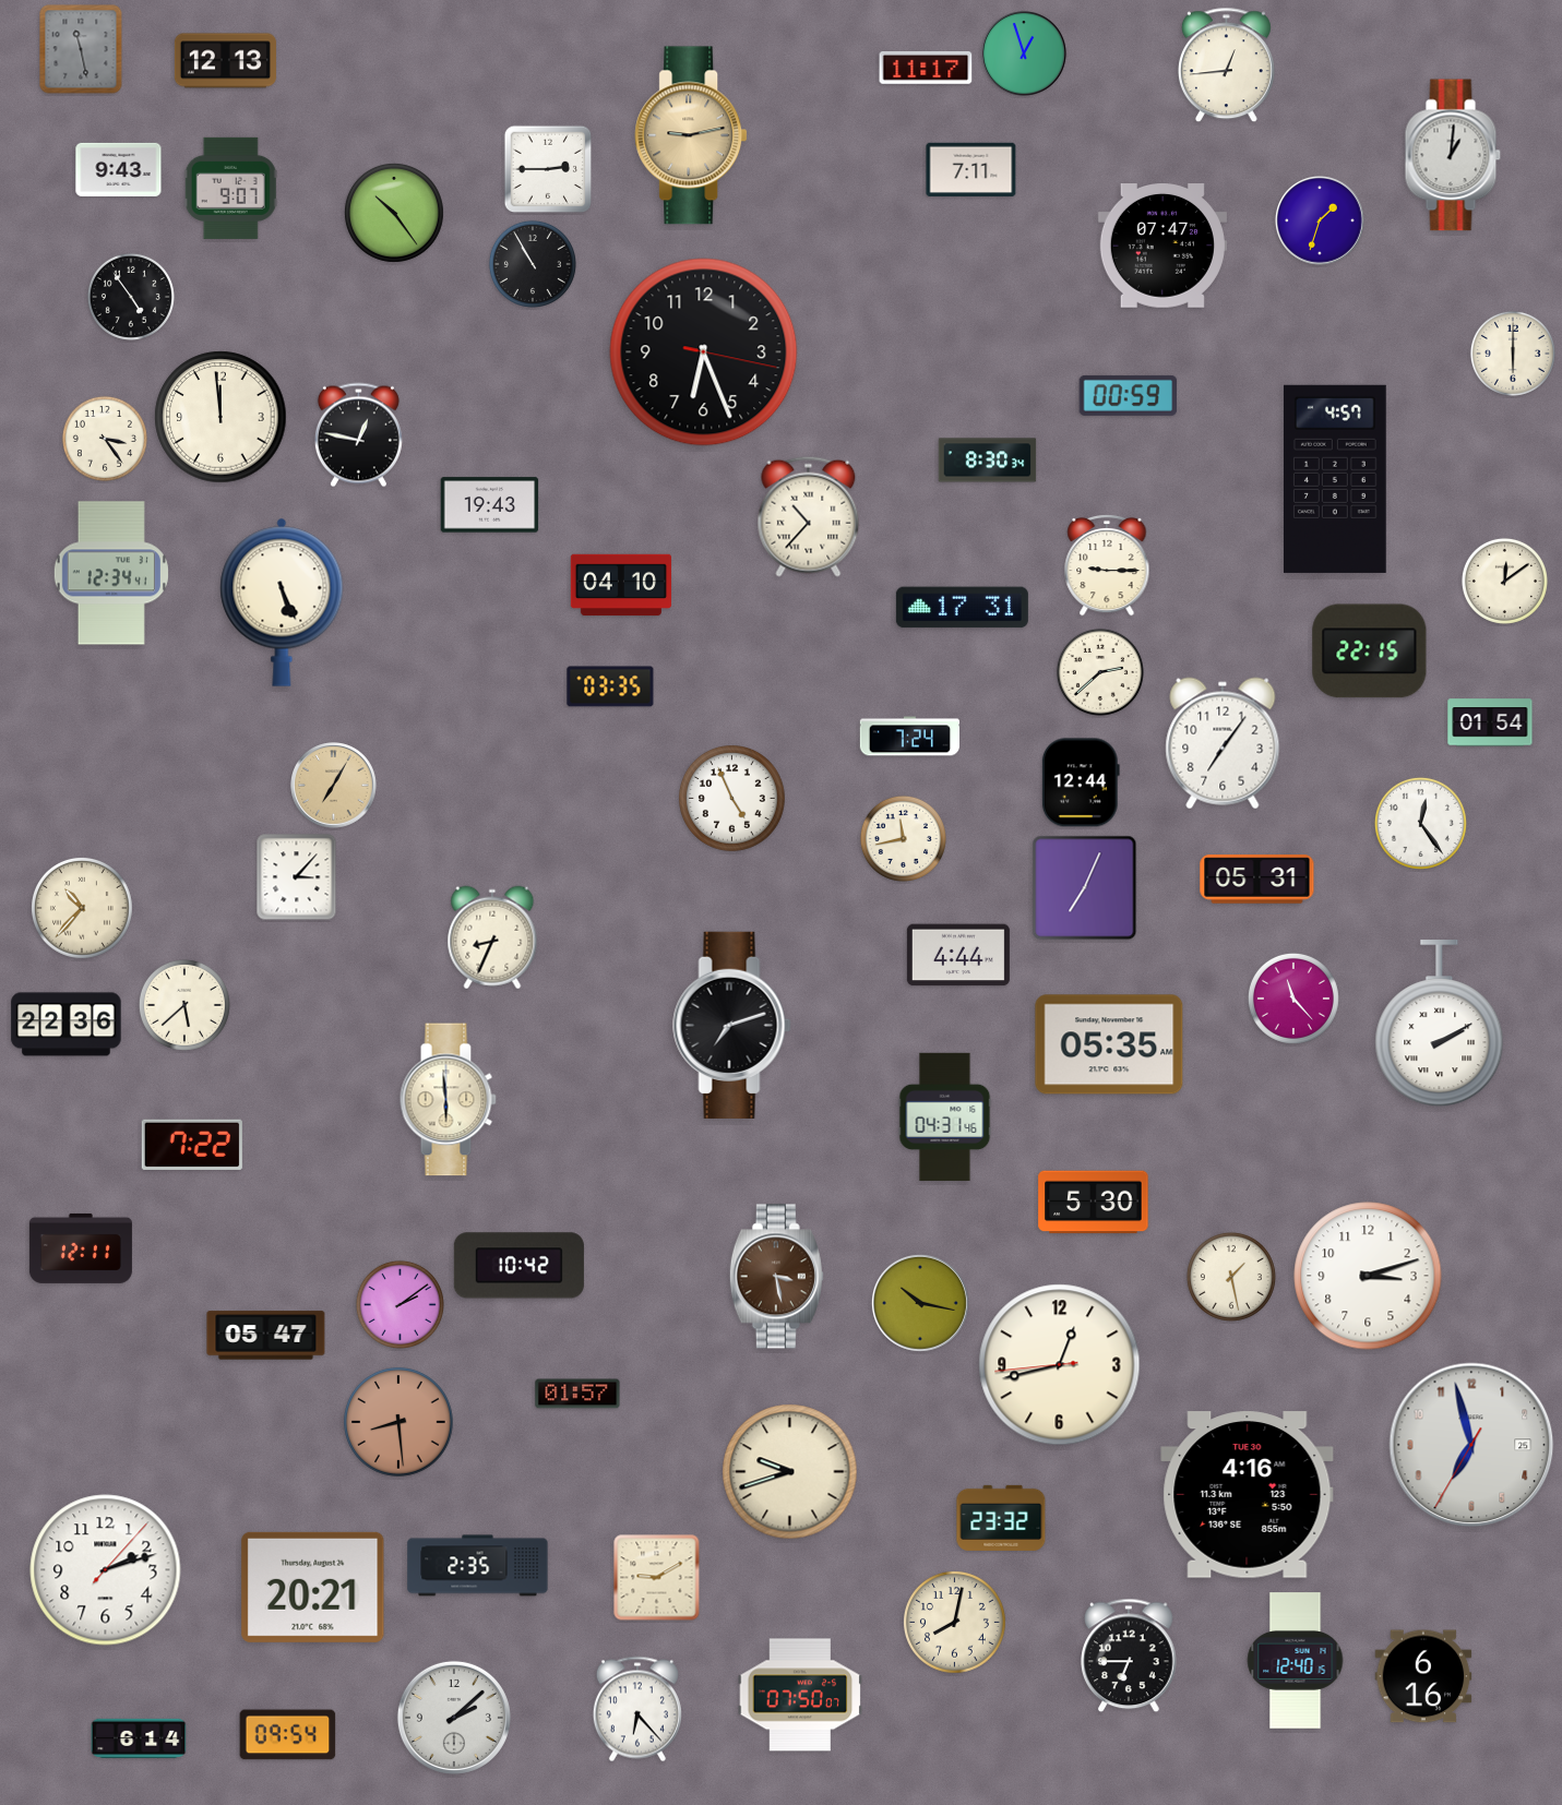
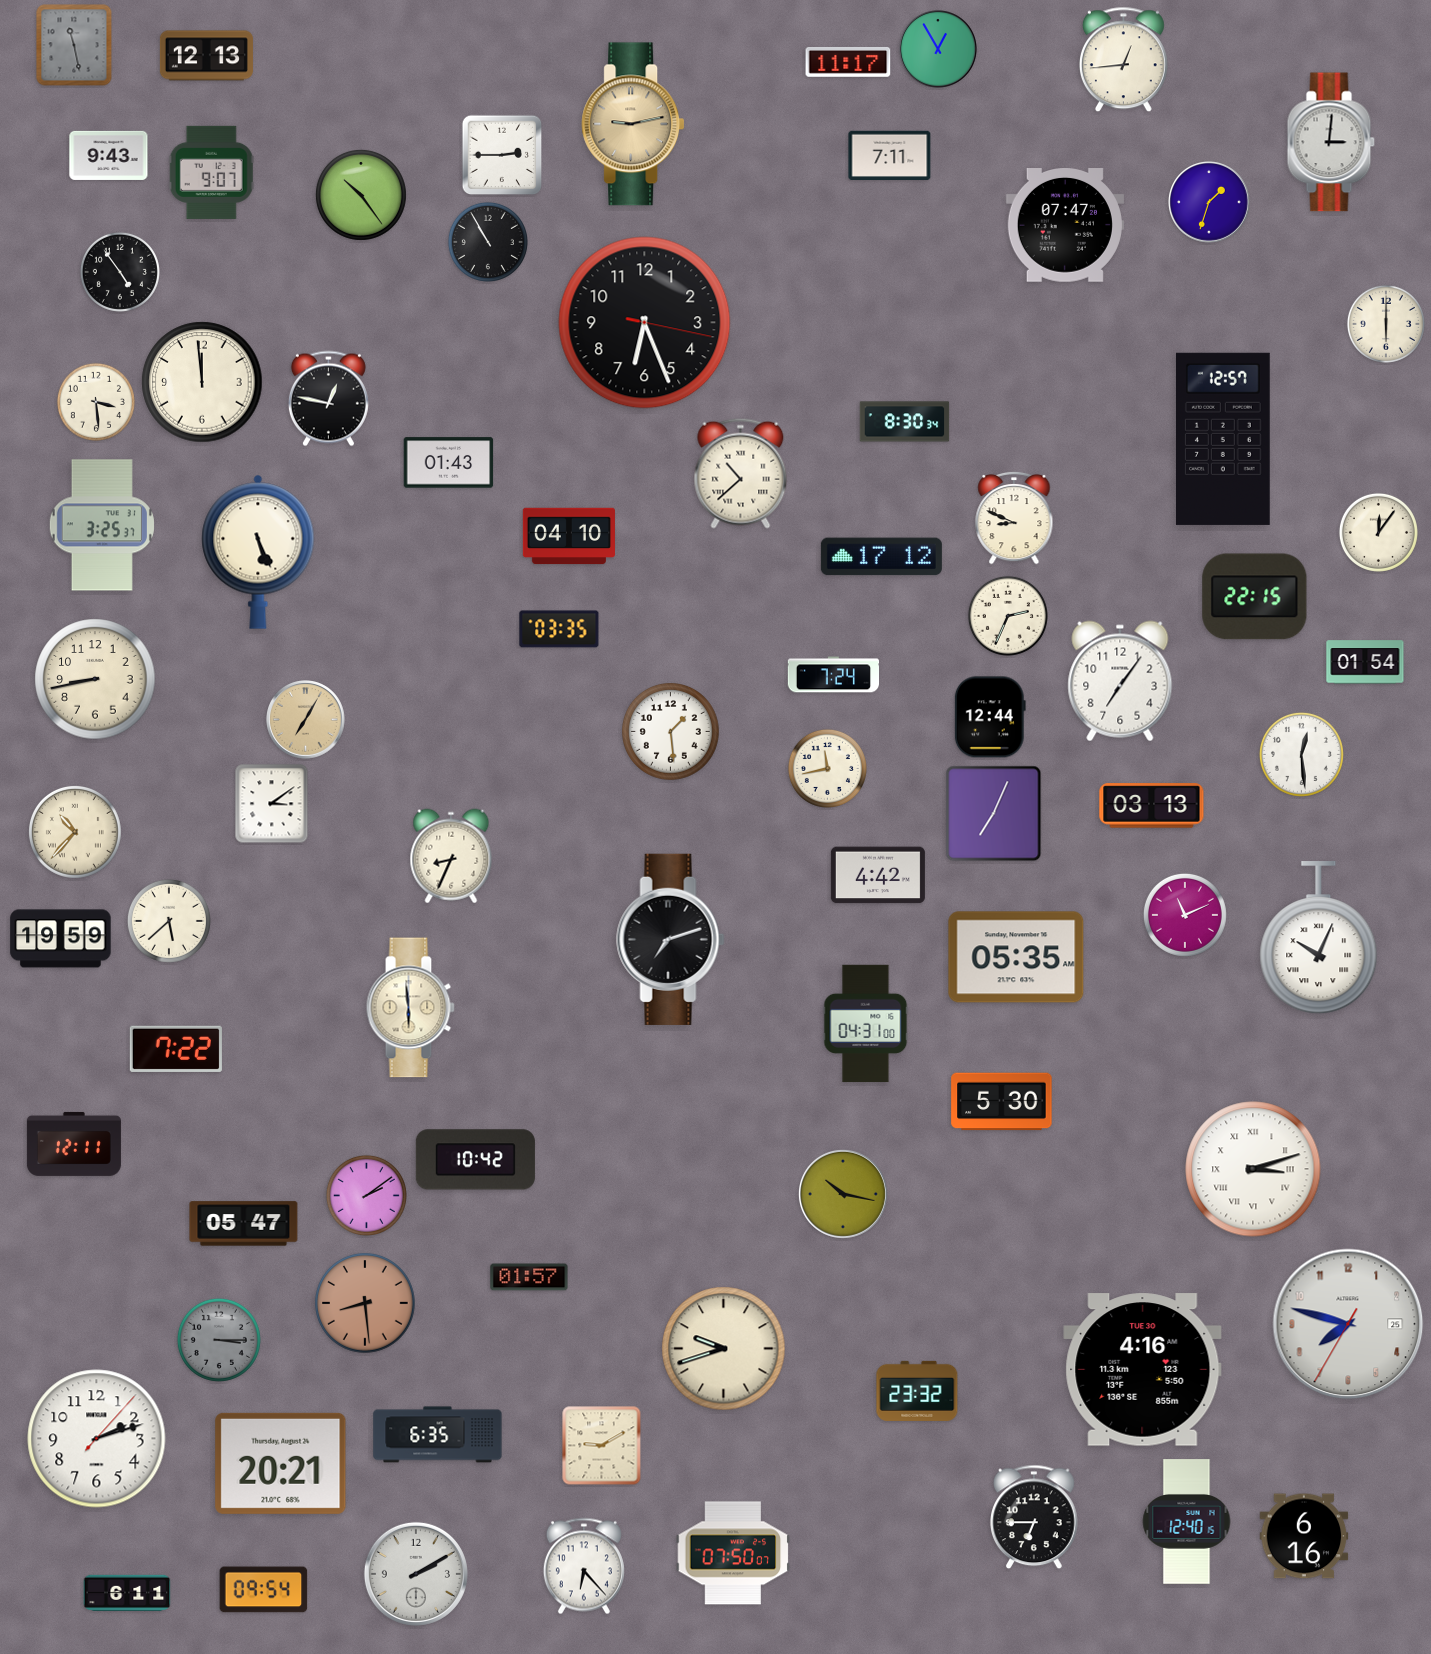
clock at (1024, 53): 12:57 -> 12:55
clock at (1453, 155): 1:01 -> 3:01
clock at (1129, 395): 00:59 -> none
clock at (105, 439): 3:24 -> 3:29
clock at (1335, 479): 4:57 -> 12:57
clock at (490, 505): 19:43 -> 01:43
clock at (809, 516): 10:37 -> 10:38
clock at (1107, 565): 9:15 -> 8:49
clock at (111, 573): 12:34 -> 3:25
clock at (1504, 581): 12:09 -> 12:06
clock at (962, 608): 17:31 -> 17:12
clock at (1100, 672): 2:38 -> 2:34
clock at (95, 679): none -> 8:43
clock at (732, 799): 4:56 -> 1:29
clock at (1420, 823): 12:24 -> 12:29
clock at (297, 877): 3:07 -> 3:09
clock at (1257, 880): 05:31 -> 03:13
clock at (492, 937) position: (492, 937) -> (451, 856)
clock at (958, 955): 4:44 -> 4:42
clock at (1293, 999): 11:23 -> 11:11
clock at (1440, 1024): 2:10 -> 10:04
clock at (67, 1025): 22:36 -> 19:59
clock at (945, 1117): 04:31:46 -> 04:31:00
clock at (1368, 1276) numerals: Arabic -> Roman
clock at (776, 1277): 3:28 -> none
clock at (1231, 1277): 1:28 -> none
clock at (1060, 1365): 12:42 -> none
clock at (1471, 1445): 6:57 -> 7:47
clock at (219, 1340): none -> 3:15
clock at (478, 1566): 2:35 -> 6:35
clock at (313, 1587) position: (313, 1587) -> (281, 1463)
clock at (954, 1622): 8:02 -> none
clock at (454, 1718): 2:08 -> 2:10
clock at (139, 1737): 6:14 -> 6:11
